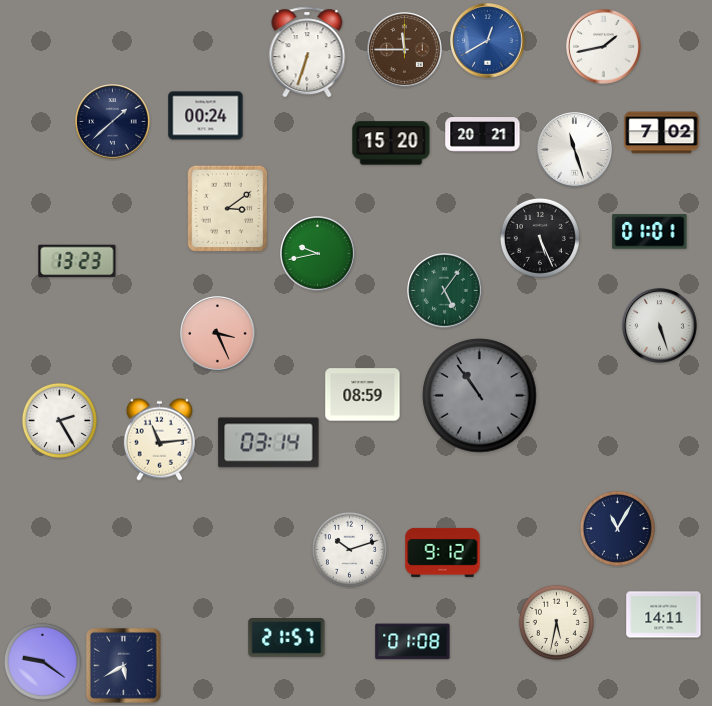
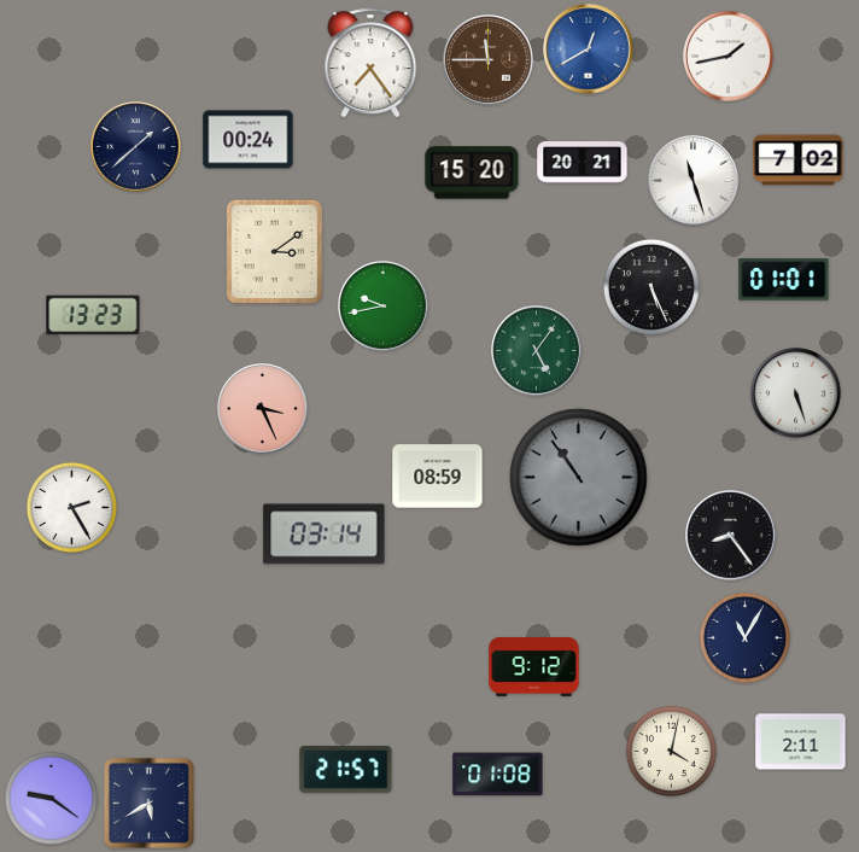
clock at (307, 52): 6:33 -> 7:24
clock at (218, 334) position: (218, 334) -> (263, 409)
clock at (159, 439): 11:14 -> none
clock at (731, 536): none -> 8:24
clock at (349, 549): 10:12 -> none
clock at (664, 615): 14:11 -> 2:11
clock at (556, 622): 5:32 -> 4:02
